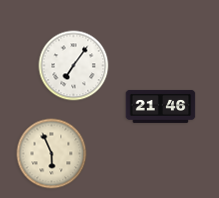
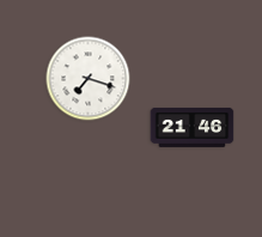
clock at (74, 66): 7:06 -> 7:18
clock at (52, 154): 5:56 -> none
